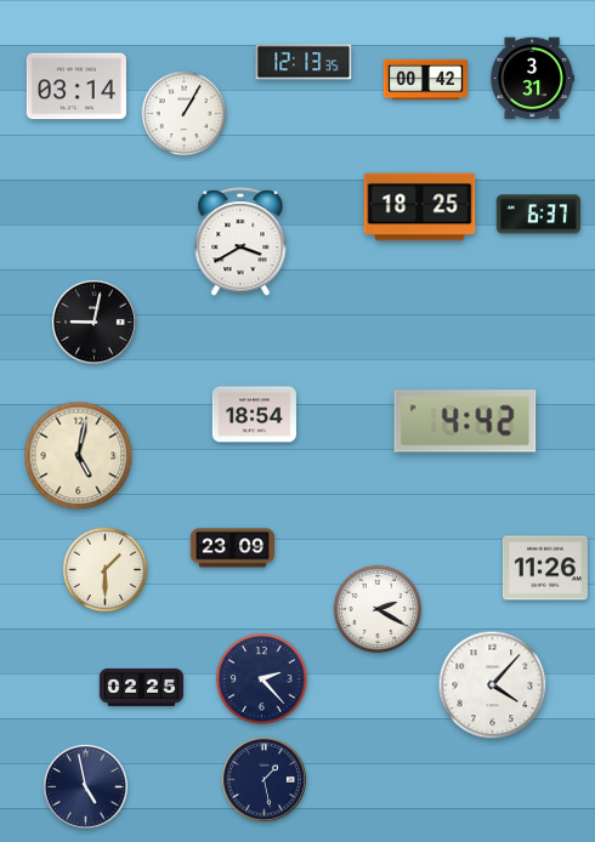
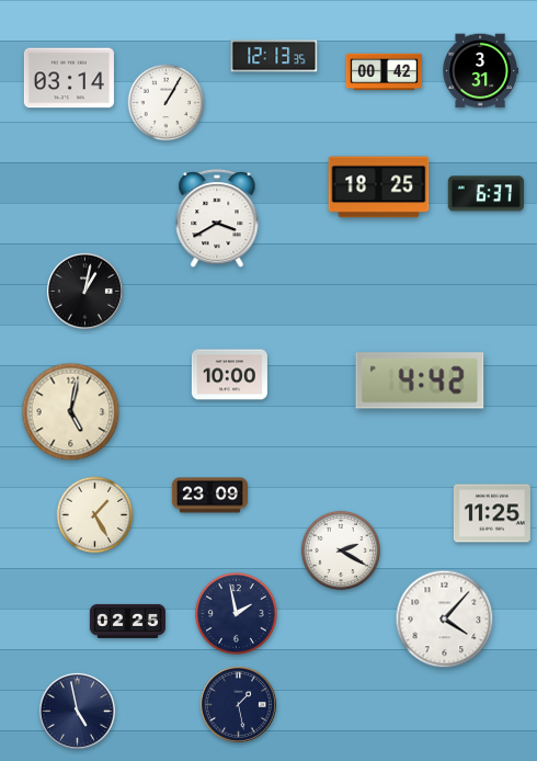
clock at (93, 322): 9:02 -> 1:02
clock at (254, 415): 18:54 -> 10:00
clock at (545, 568): 11:26 -> 11:25
clock at (106, 570): 1:30 -> 1:25
clock at (261, 678): 2:23 -> 1:58
